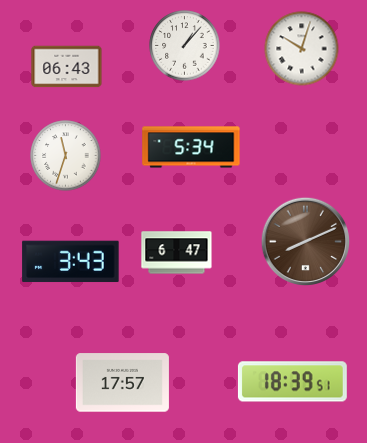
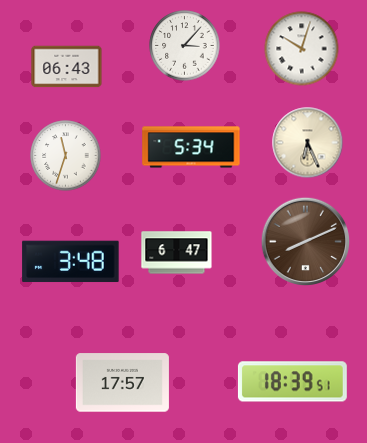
clock at (185, 46): 1:07 -> 3:07
clock at (308, 143): none -> 6:26
clock at (71, 262): 3:43 -> 3:48
